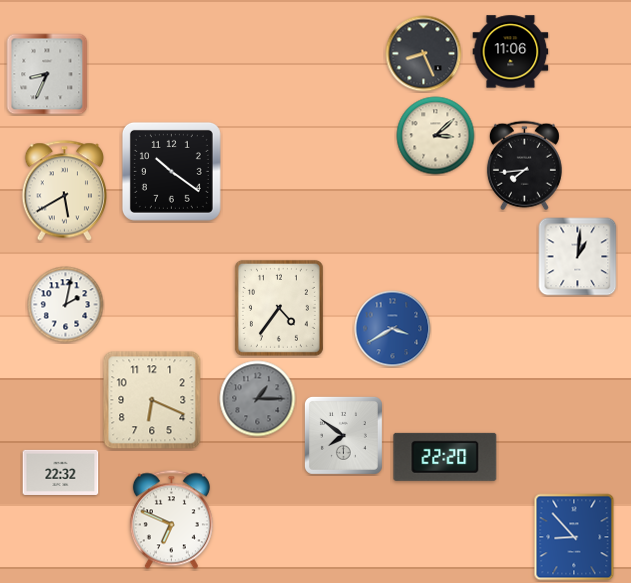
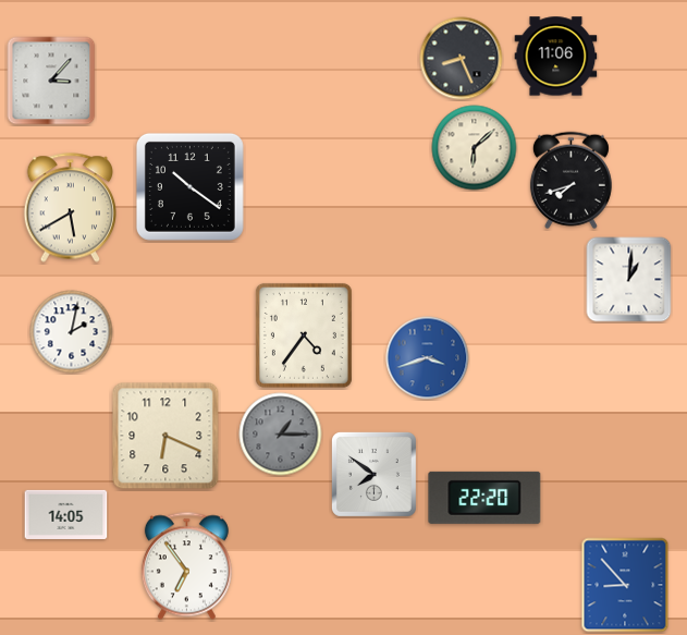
clock at (47, 74): 8:34 -> 3:07
clock at (436, 136): 3:08 -> 6:08
clock at (524, 166): 7:44 -> 7:42
clock at (171, 171) position: (171, 171) -> (189, 186)
clock at (393, 329): 3:40 -> 3:42
clock at (61, 472): 22:32 -> 14:05
clock at (171, 520): 6:49 -> 6:54
